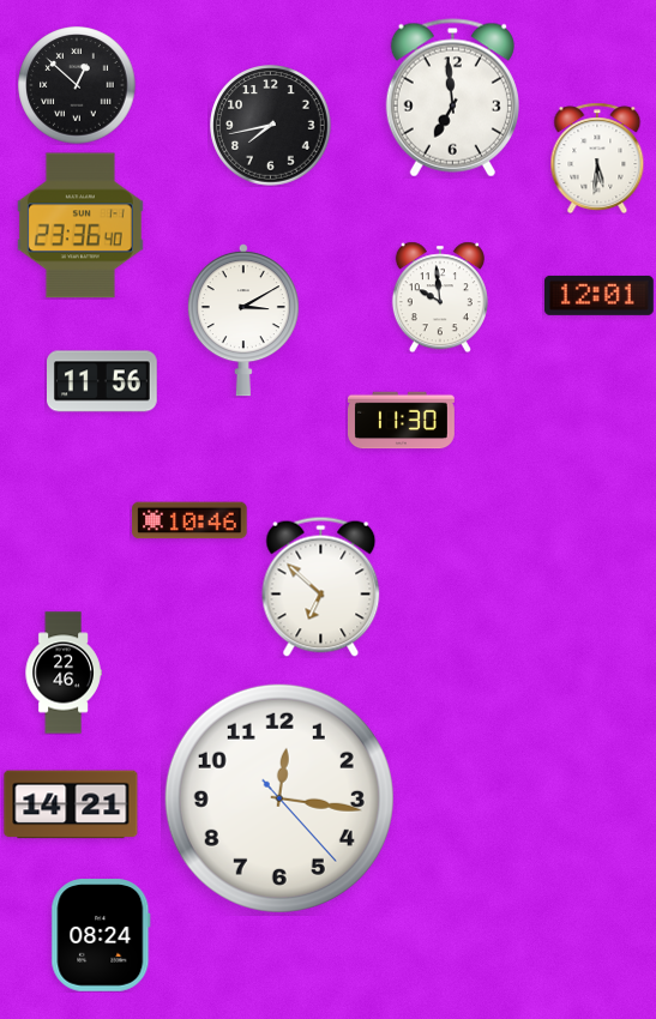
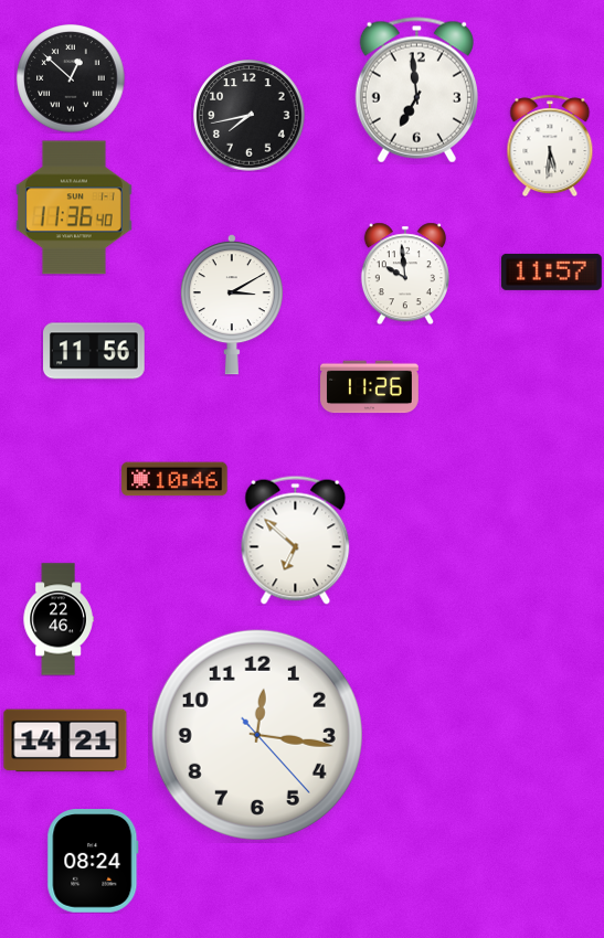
clock at (80, 225): 23:36 -> 11:36
clock at (598, 295): 12:01 -> 11:57
clock at (243, 320) position: (243, 320) -> (232, 305)
clock at (402, 421): 11:30 -> 11:26
